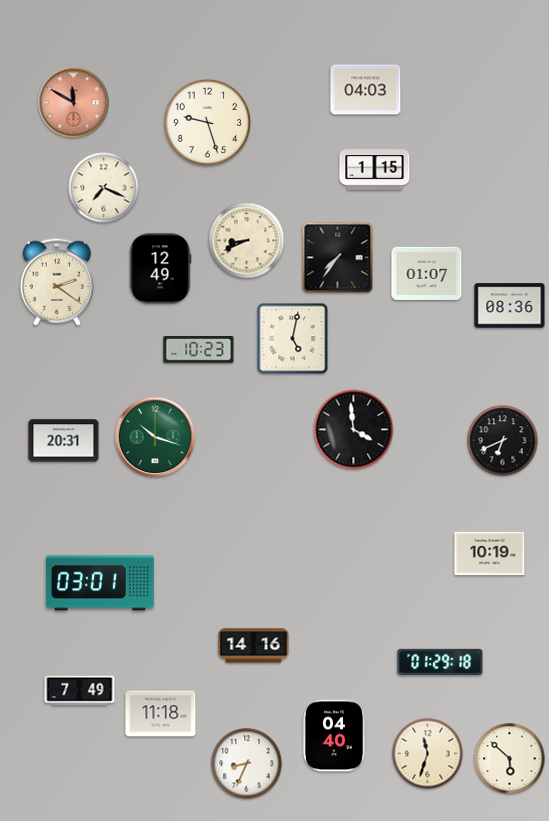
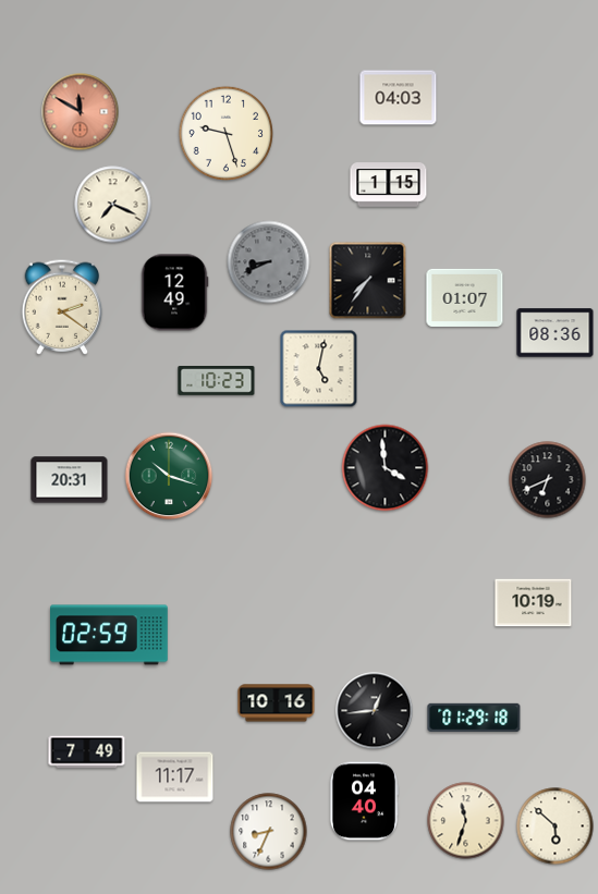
clock at (375, 170) position: (375, 170) -> (389, 185)
clock at (247, 241) dial: cream -> grey
clock at (101, 583): 03:01 -> 02:59
clock at (254, 646): 14:16 -> 10:16
clock at (375, 711): none -> 12:44
clock at (440, 662) position: (440, 662) -> (474, 718)
clock at (161, 714): 11:18 -> 11:17
